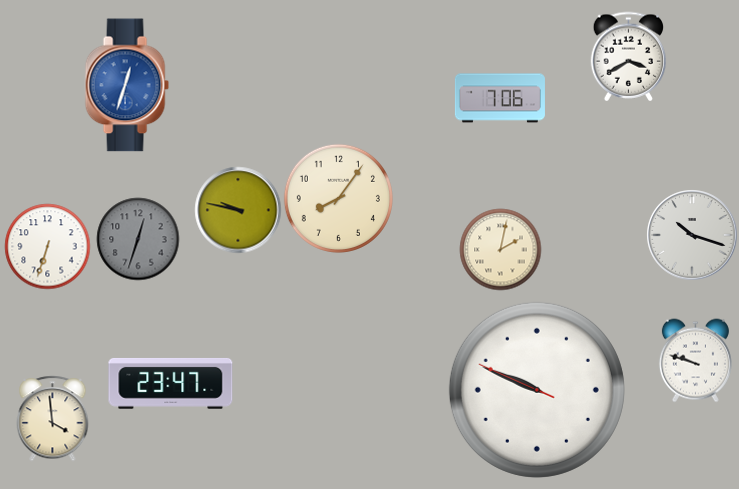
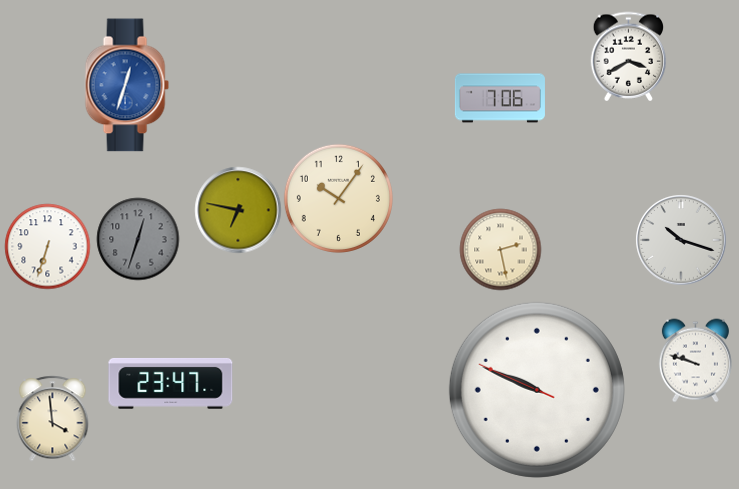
clock at (338, 198): 8:06 -> 10:06
clock at (238, 210): 9:47 -> 6:47
clock at (692, 235) position: (692, 235) -> (681, 240)
clock at (500, 249): 2:02 -> 2:28
